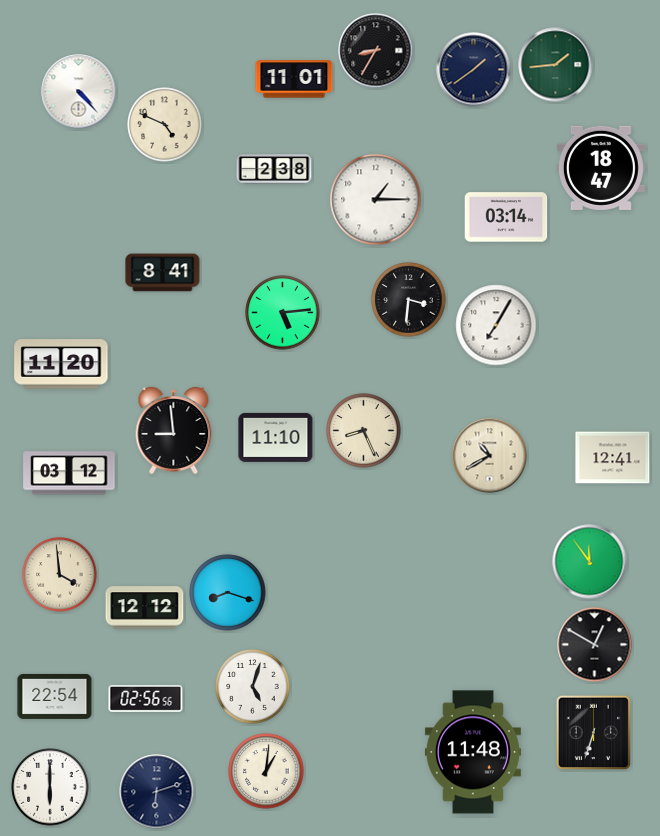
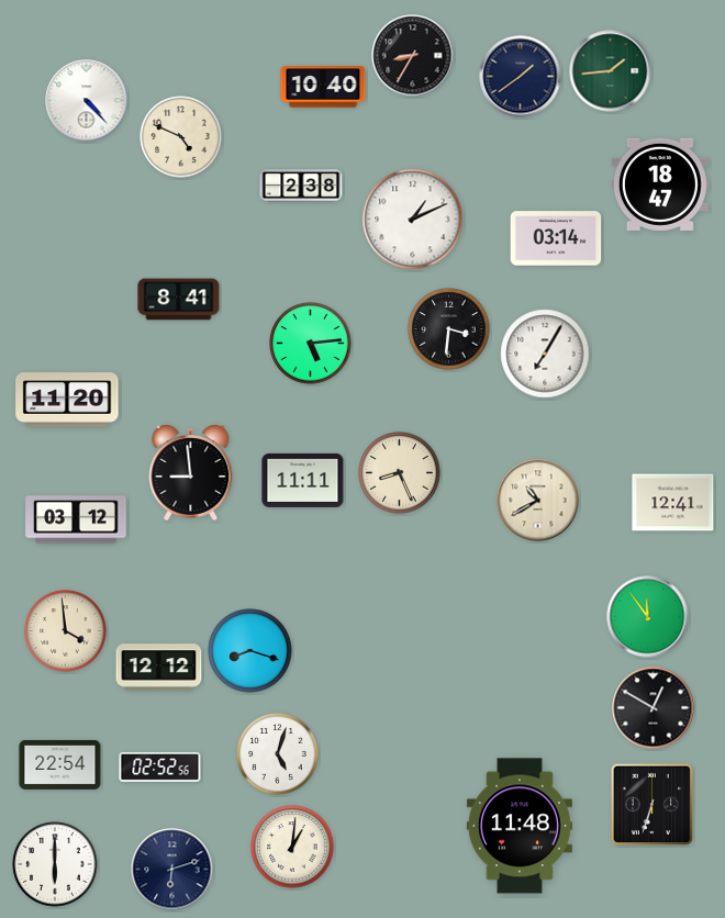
clock at (294, 79): 11:01 -> 10:40
clock at (376, 200): 1:15 -> 1:11
clock at (496, 325) position: (496, 325) -> (545, 354)
clock at (276, 437): 11:10 -> 11:11
clock at (146, 698): 02:56 -> 02:52
